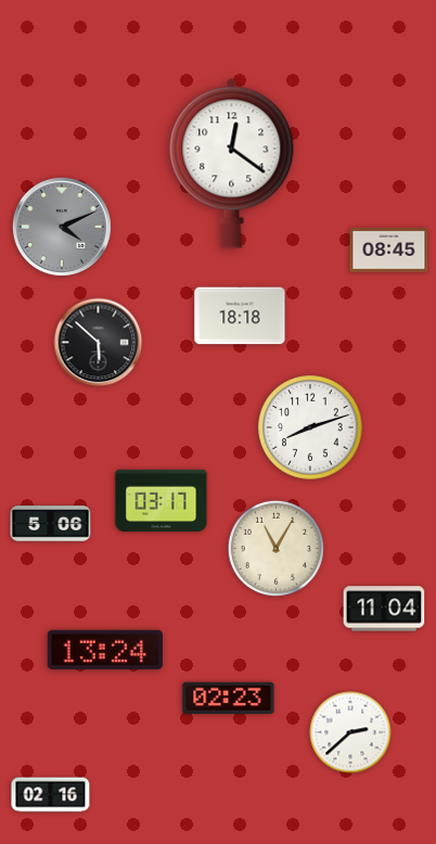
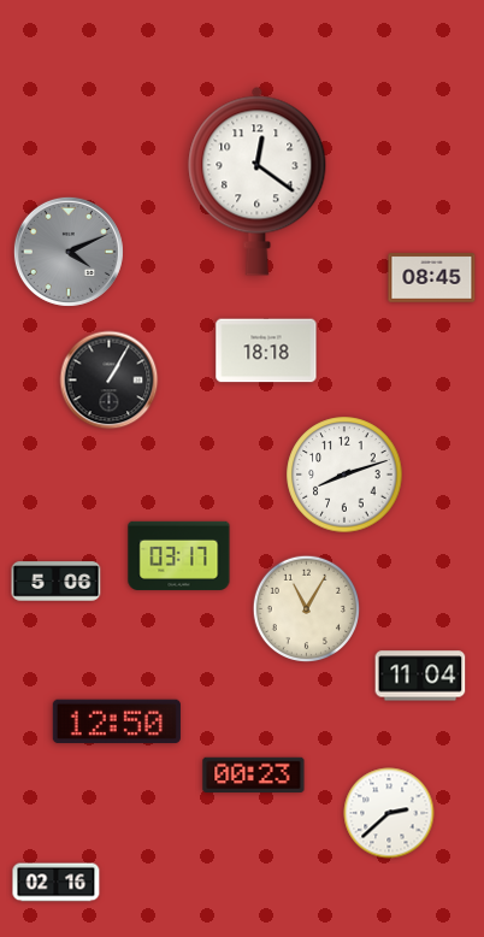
clock at (99, 343): 5:52 -> 1:05
clock at (384, 609) position: (384, 609) -> (420, 676)
clock at (105, 650): 13:24 -> 12:50
clock at (229, 699): 02:23 -> 00:23
